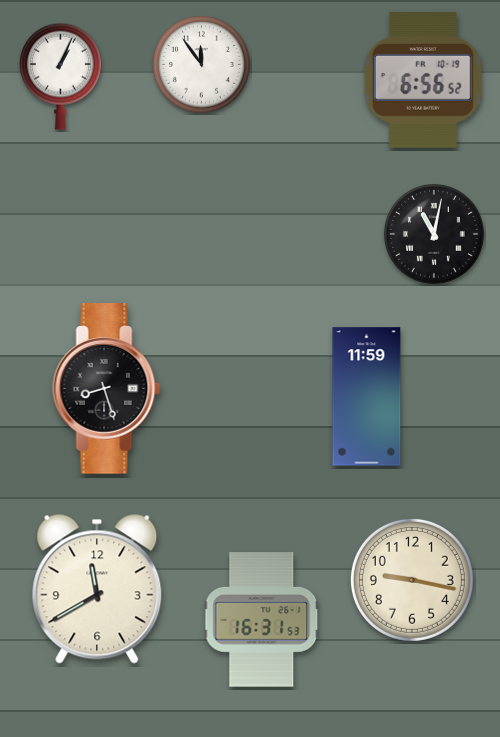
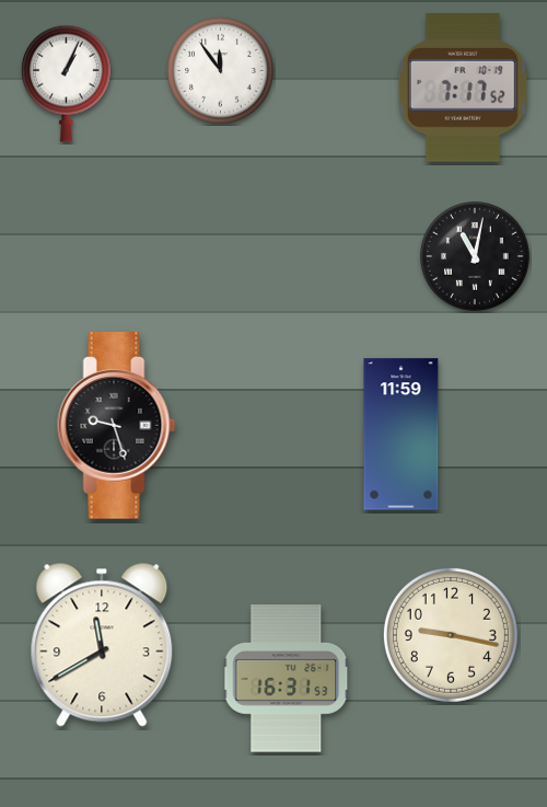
clock at (423, 80): 6:56 -> 7:17
clock at (107, 389): 8:27 -> 9:27
clock at (97, 589) position: (97, 589) -> (102, 645)
